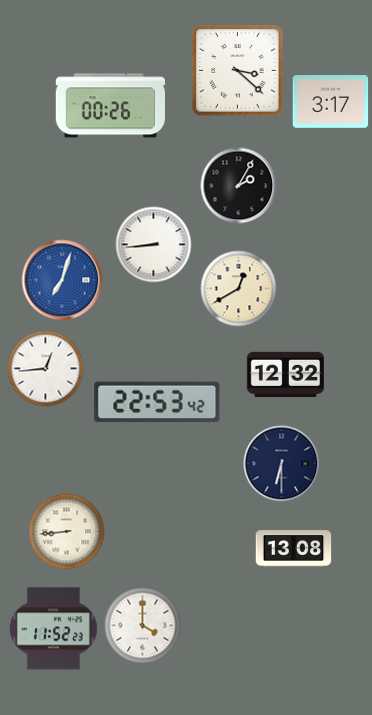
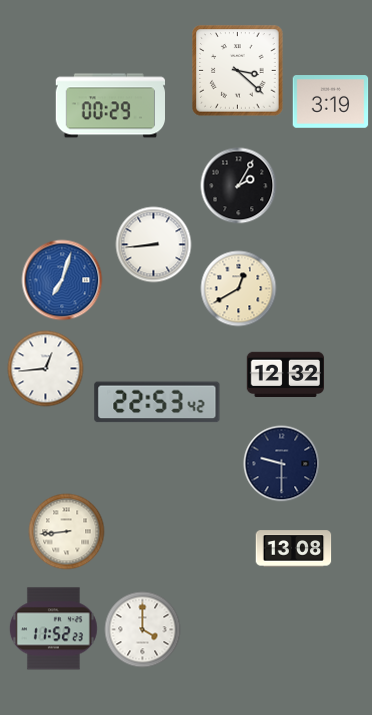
clock at (331, 102): 3:17 -> 3:19
clock at (110, 106): 00:26 -> 00:29
clock at (282, 464): 6:30 -> 9:30
clock at (143, 626) position: (143, 626) -> (143, 630)
